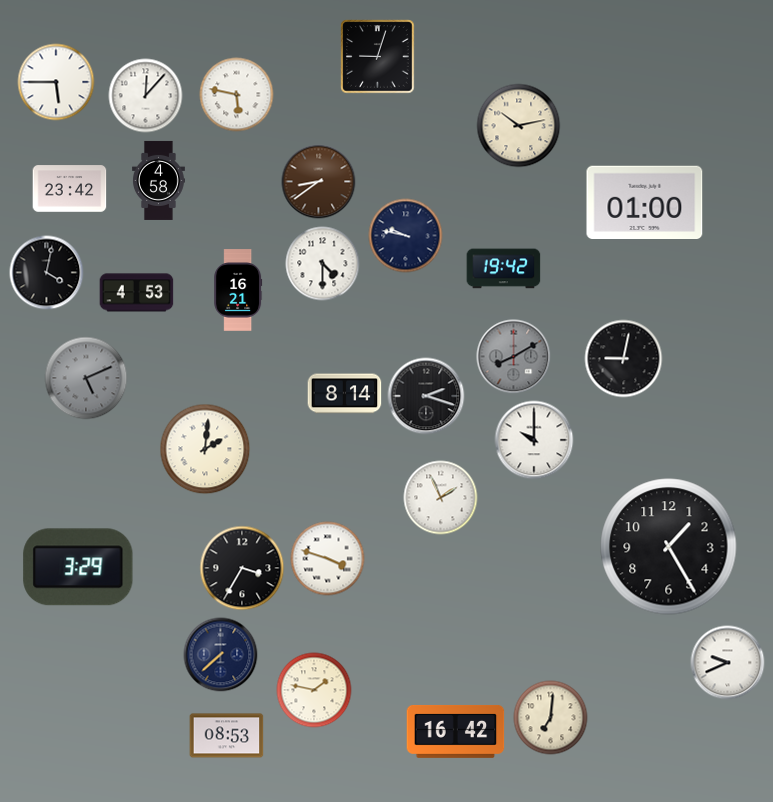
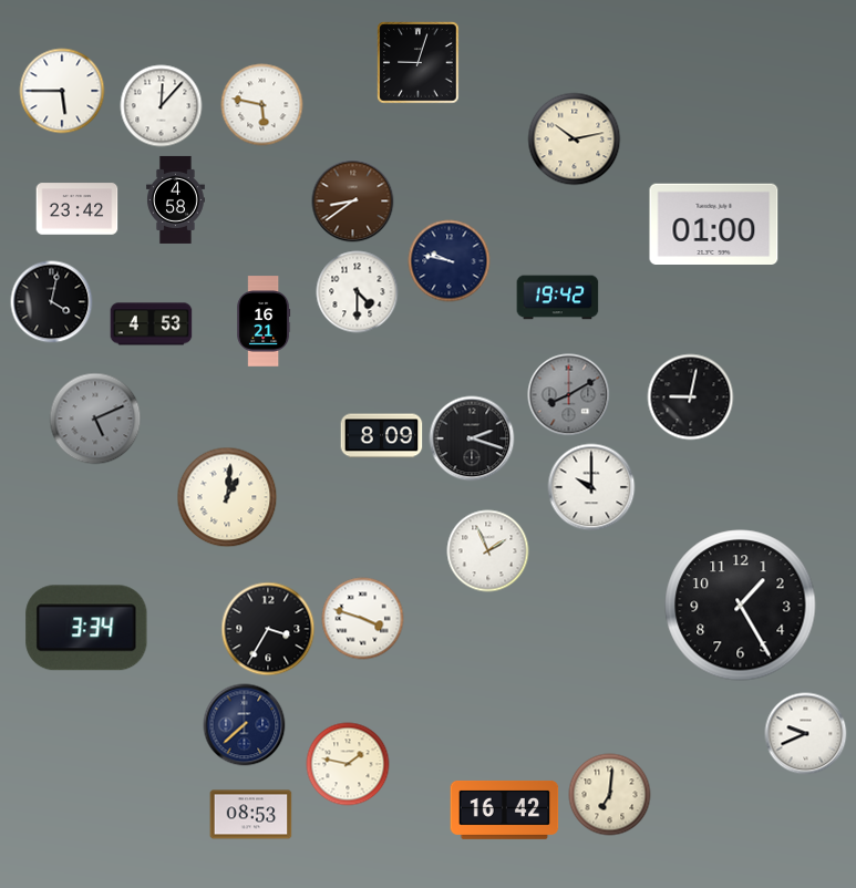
clock at (345, 394): 8:14 -> 8:09
clock at (205, 449): 2:01 -> 1:01
clock at (78, 567): 3:29 -> 3:34
